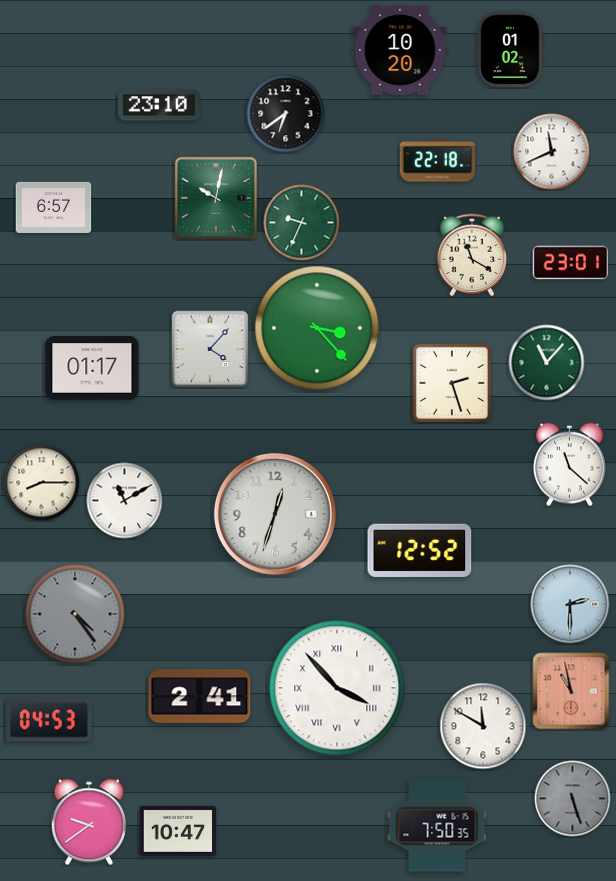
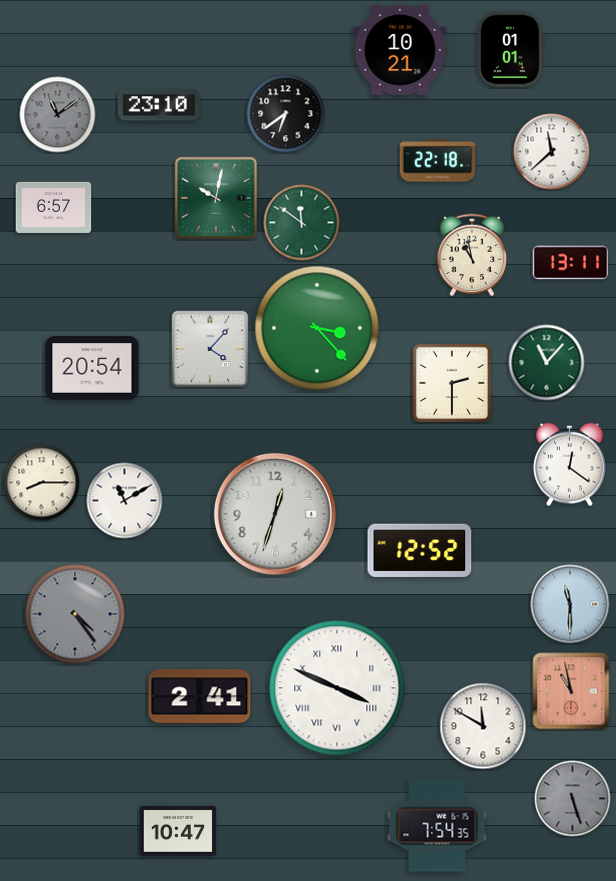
clock at (400, 50): 10:20 -> 10:21
clock at (510, 50): 01:02 -> 01:01
clock at (58, 115): none -> 11:09
clock at (552, 152): 11:41 -> 11:38
clock at (302, 223): 9:34 -> 11:51
clock at (472, 255): 11:20 -> 10:58
clock at (571, 263): 23:01 -> 13:11
clock at (92, 368): 01:17 -> 20:54
clock at (451, 382): 2:27 -> 2:30
clock at (570, 465): 11:22 -> 12:21
clock at (570, 604): 2:30 -> 11:30
clock at (337, 688): 3:53 -> 3:49
clock at (50, 720): 04:53 -> none
clock at (88, 822): 9:39 -> none
clock at (437, 826): 7:50 -> 7:54
